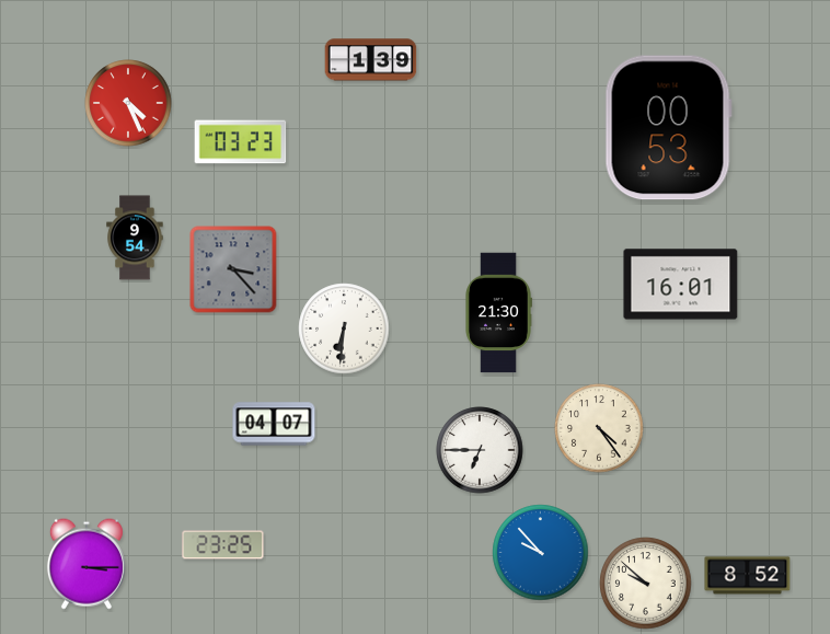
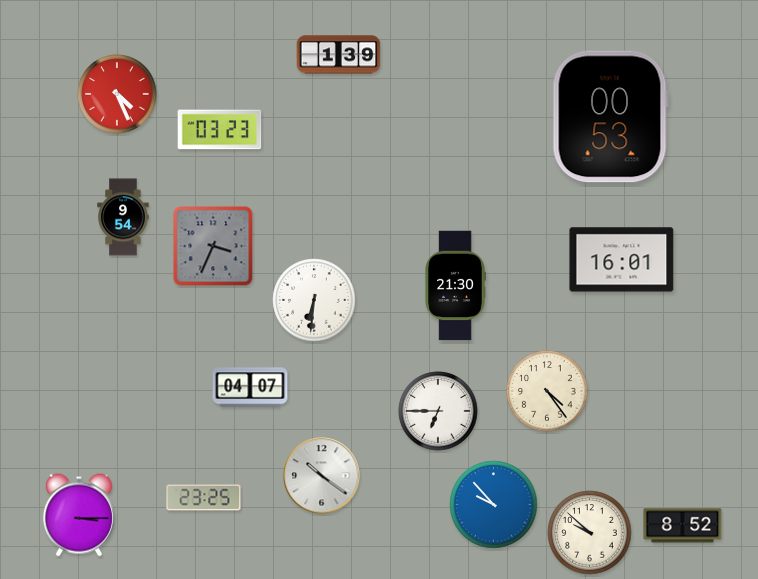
clock at (233, 269): 3:23 -> 3:34
clock at (322, 476): none -> 10:21
